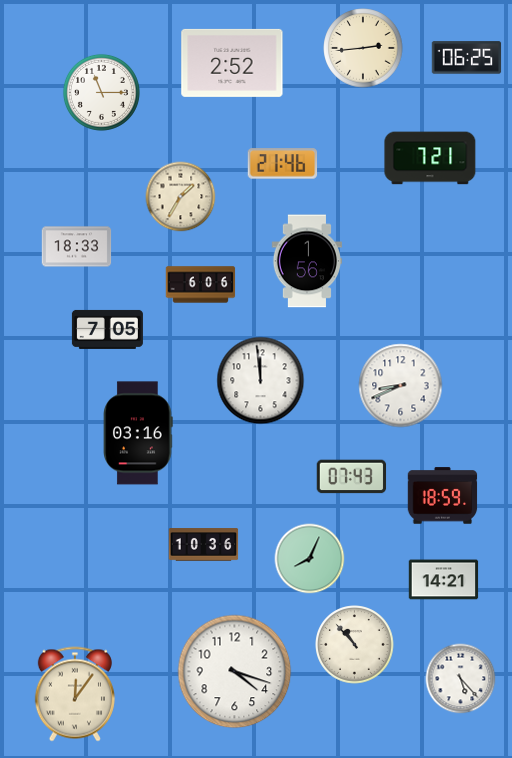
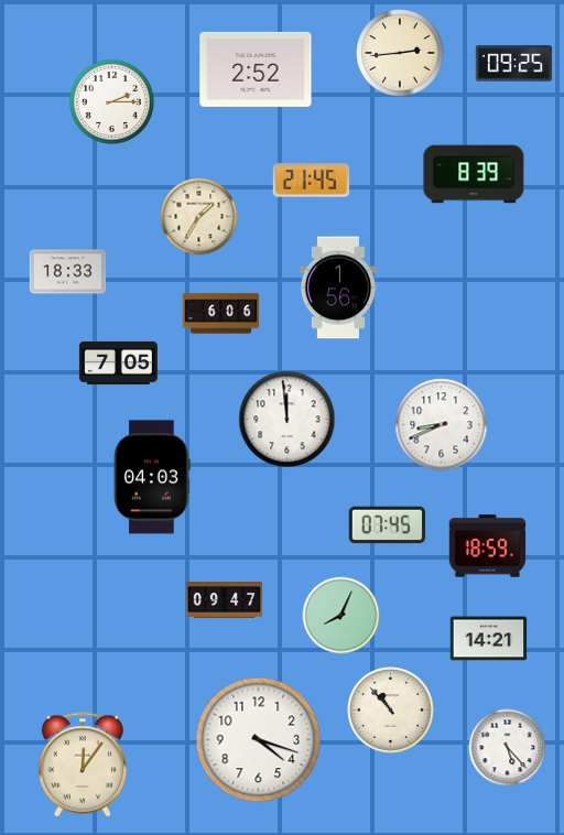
clock at (467, 58): 06:25 -> 09:25
clock at (101, 92): 11:15 -> 2:15
clock at (430, 158): 7:21 -> 8:39
clock at (283, 164): 21:46 -> 21:45
clock at (77, 247) position: (77, 247) -> (68, 272)
clock at (138, 433): 03:16 -> 04:03
clock at (352, 477): 07:43 -> 07:45
clock at (204, 545): 10:36 -> 09:47
